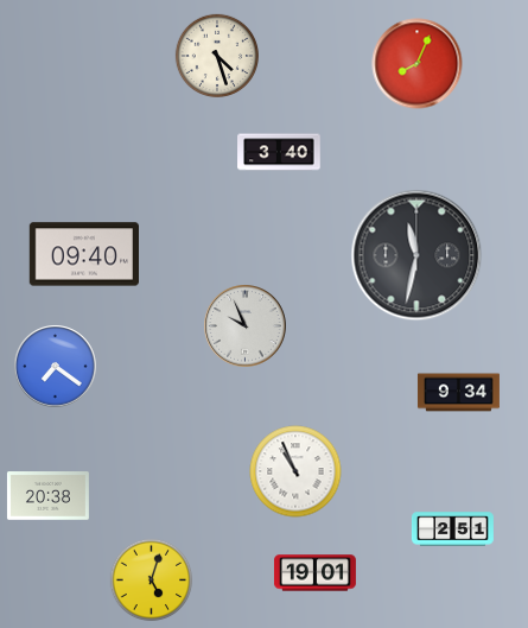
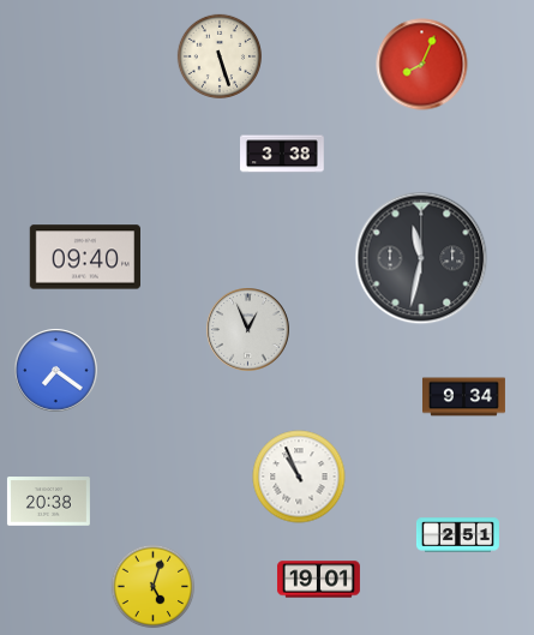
clock at (216, 55): 4:27 -> 5:27
clock at (279, 152): 3:40 -> 3:38
clock at (246, 326): 9:56 -> 12:56
